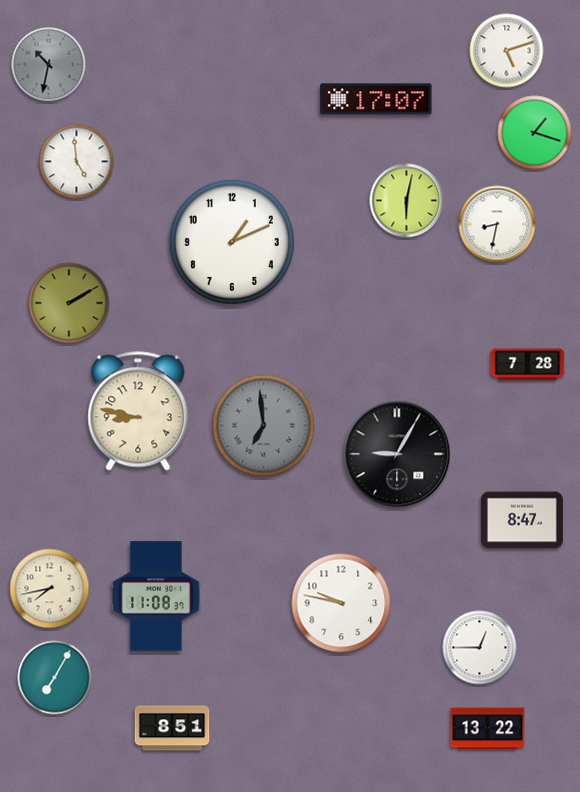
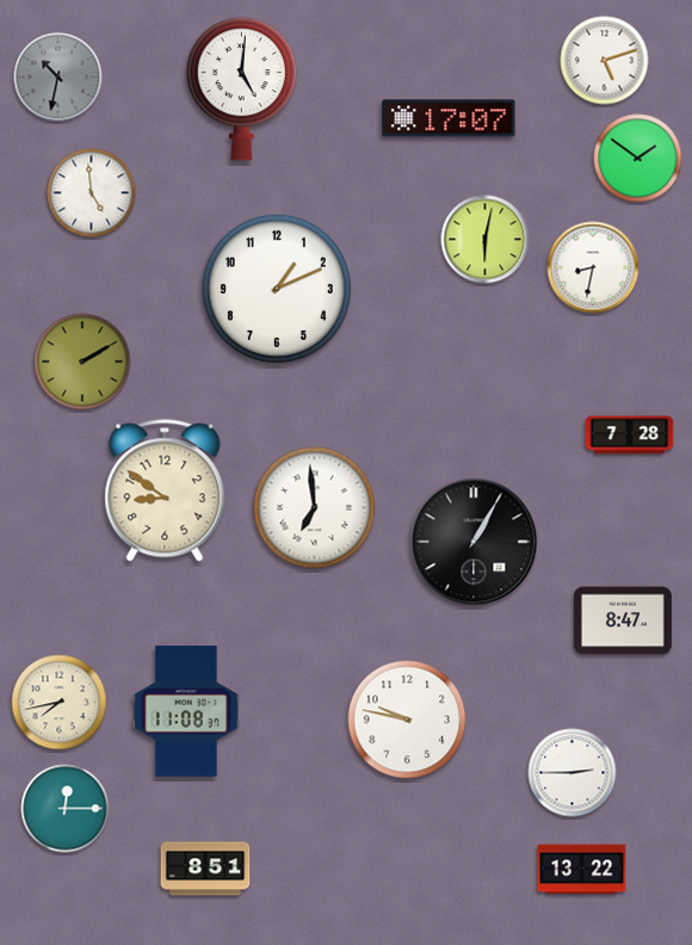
clock at (241, 89): none -> 5:01
clock at (535, 133): 1:18 -> 1:51
clock at (138, 411): 8:47 -> 8:51
clock at (264, 426) dial: grey -> white
clock at (397, 454): 9:05 -> 1:05
clock at (480, 648): 12:45 -> 2:45
clock at (55, 678): 7:05 -> 12:15
